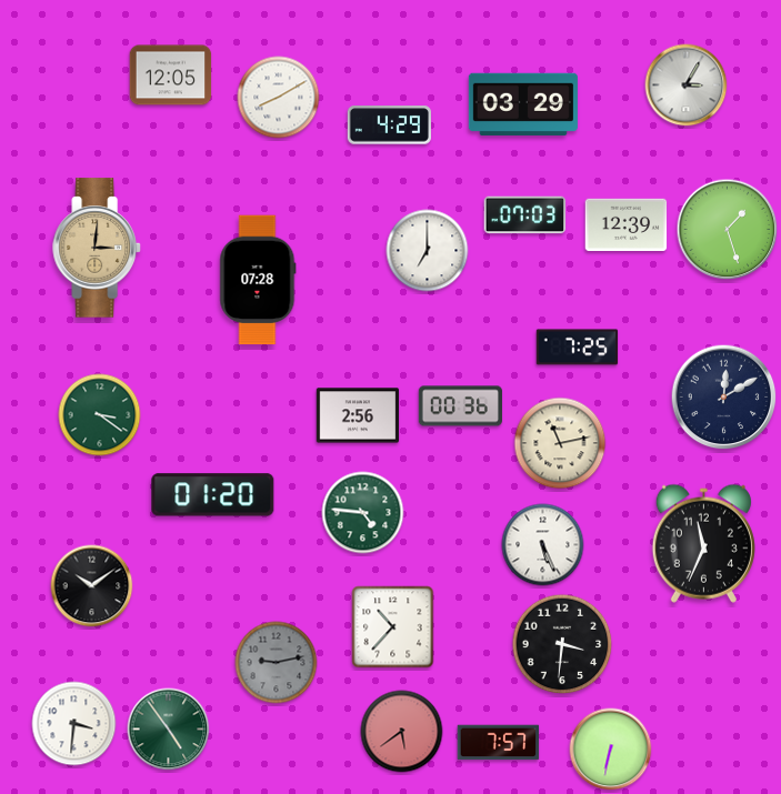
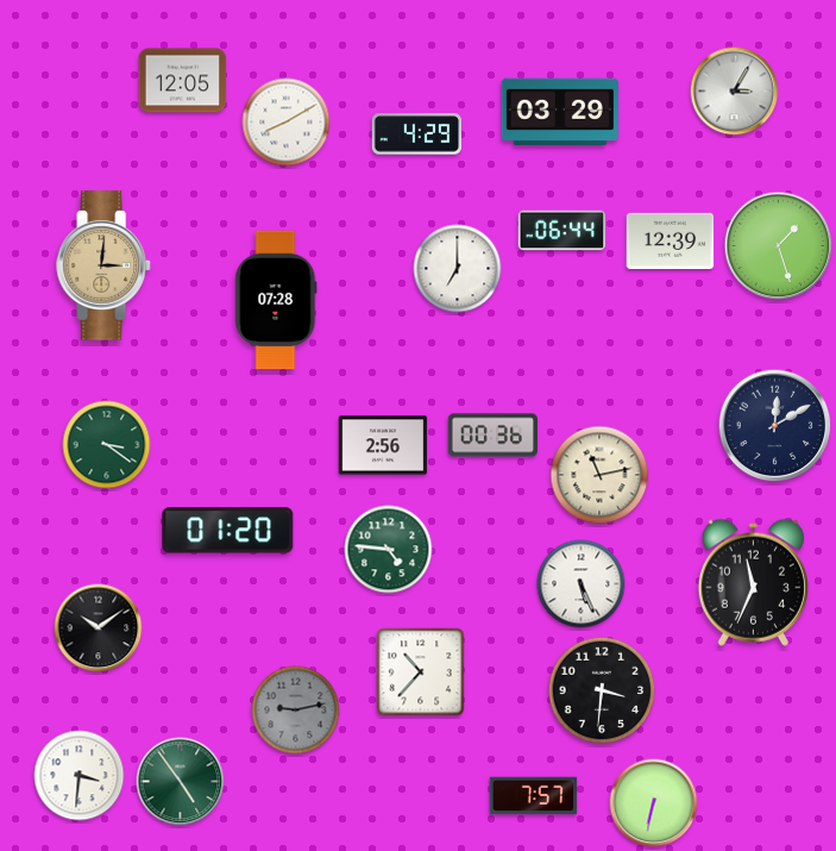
clock at (279, 98) position: (279, 98) -> (287, 123)
clock at (525, 215): 07:03 -> 06:44
clock at (578, 348): 7:25 -> none
clock at (402, 732): 5:39 -> none
